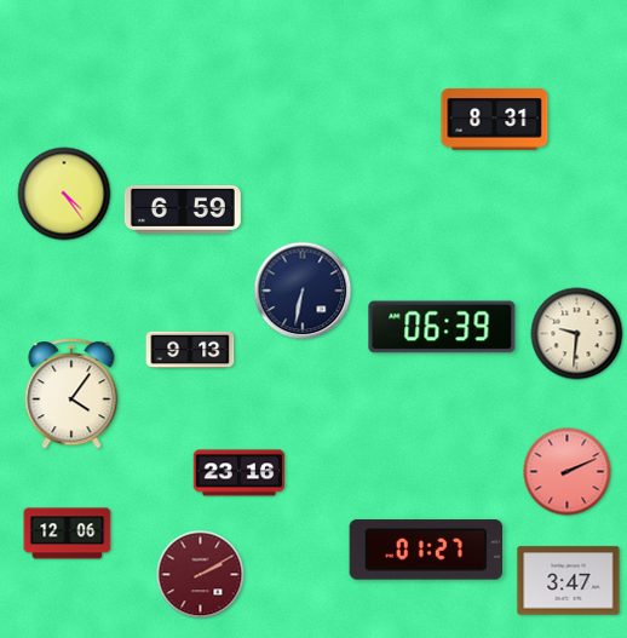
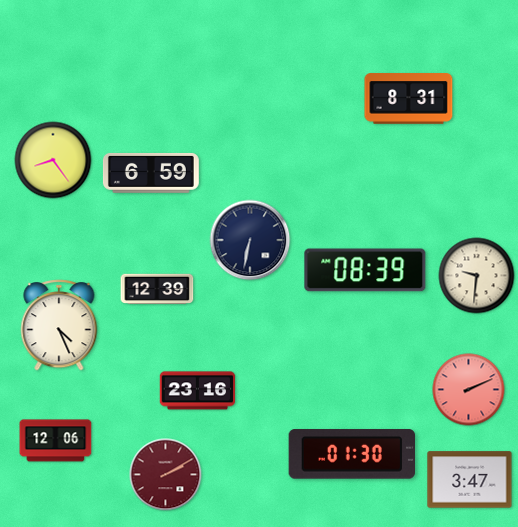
clock at (64, 194): 4:24 -> 8:24
clock at (442, 327): 06:39 -> 08:39
clock at (190, 350): 9:13 -> 12:39
clock at (71, 393): 4:06 -> 4:26
clock at (425, 550): 01:27 -> 01:30
